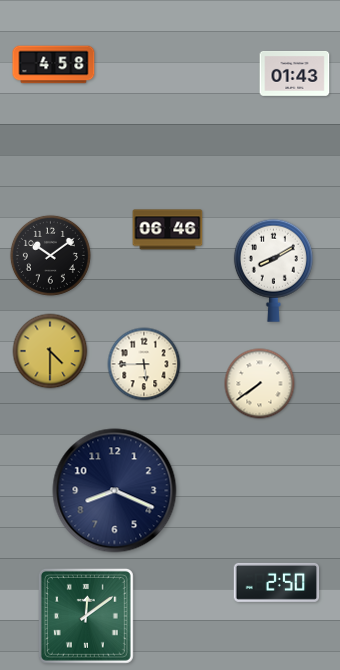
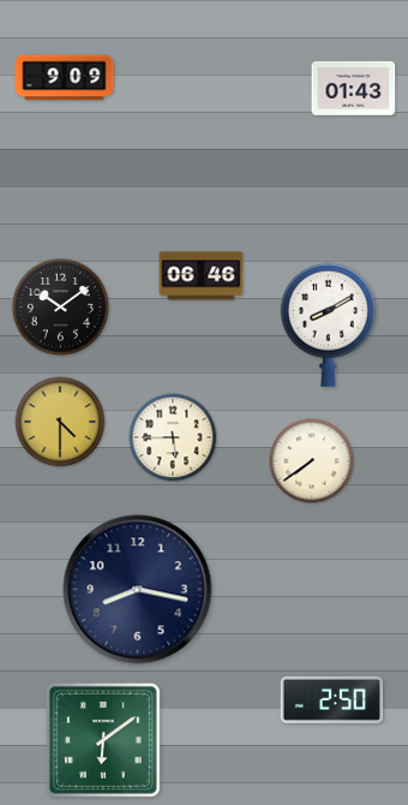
clock at (54, 65): 4:58 -> 9:09
clock at (115, 491): 8:19 -> 8:17
clock at (86, 616): 12:09 -> 6:09
